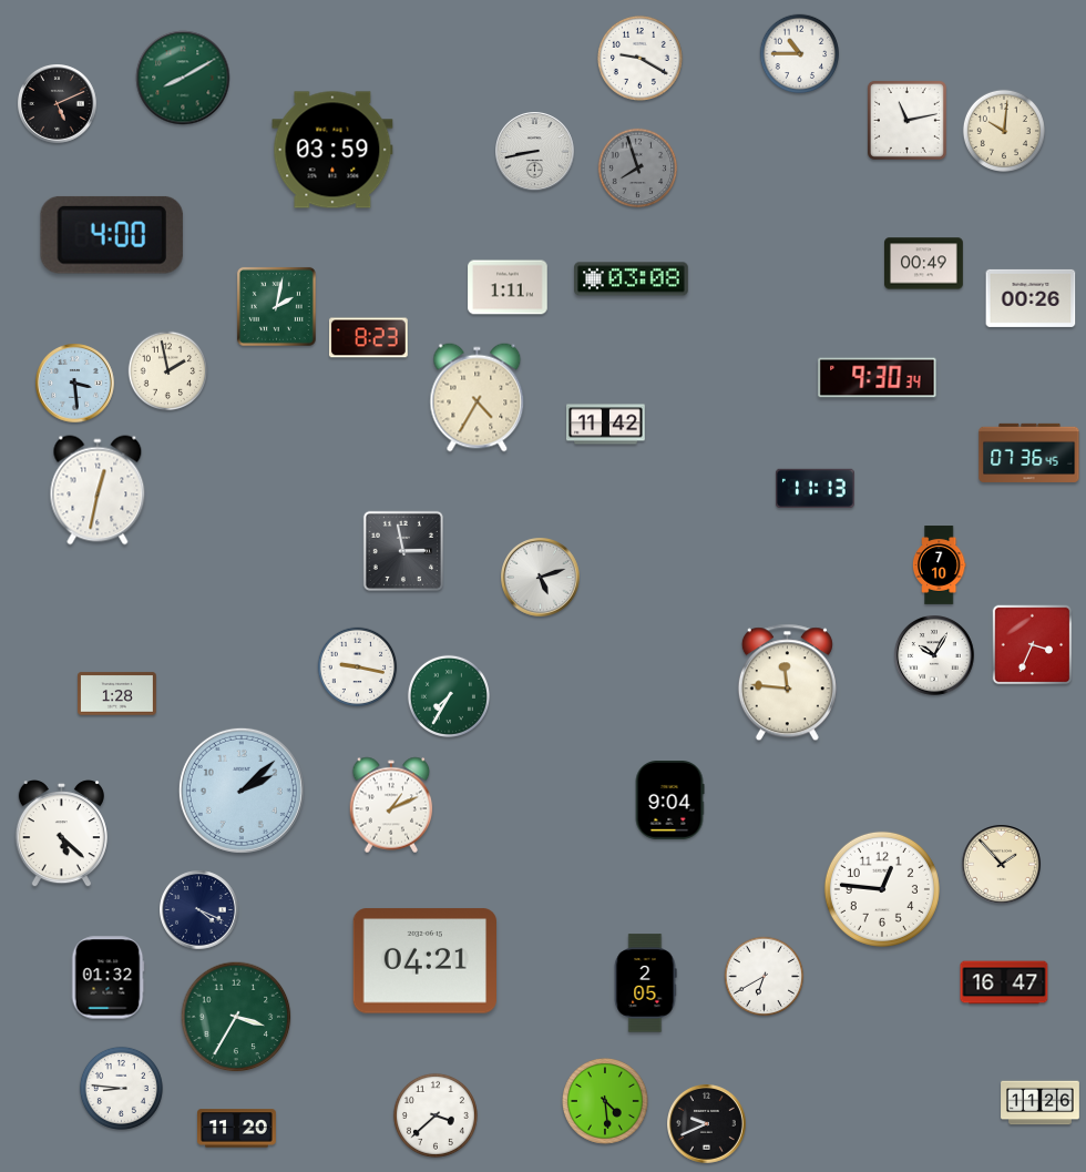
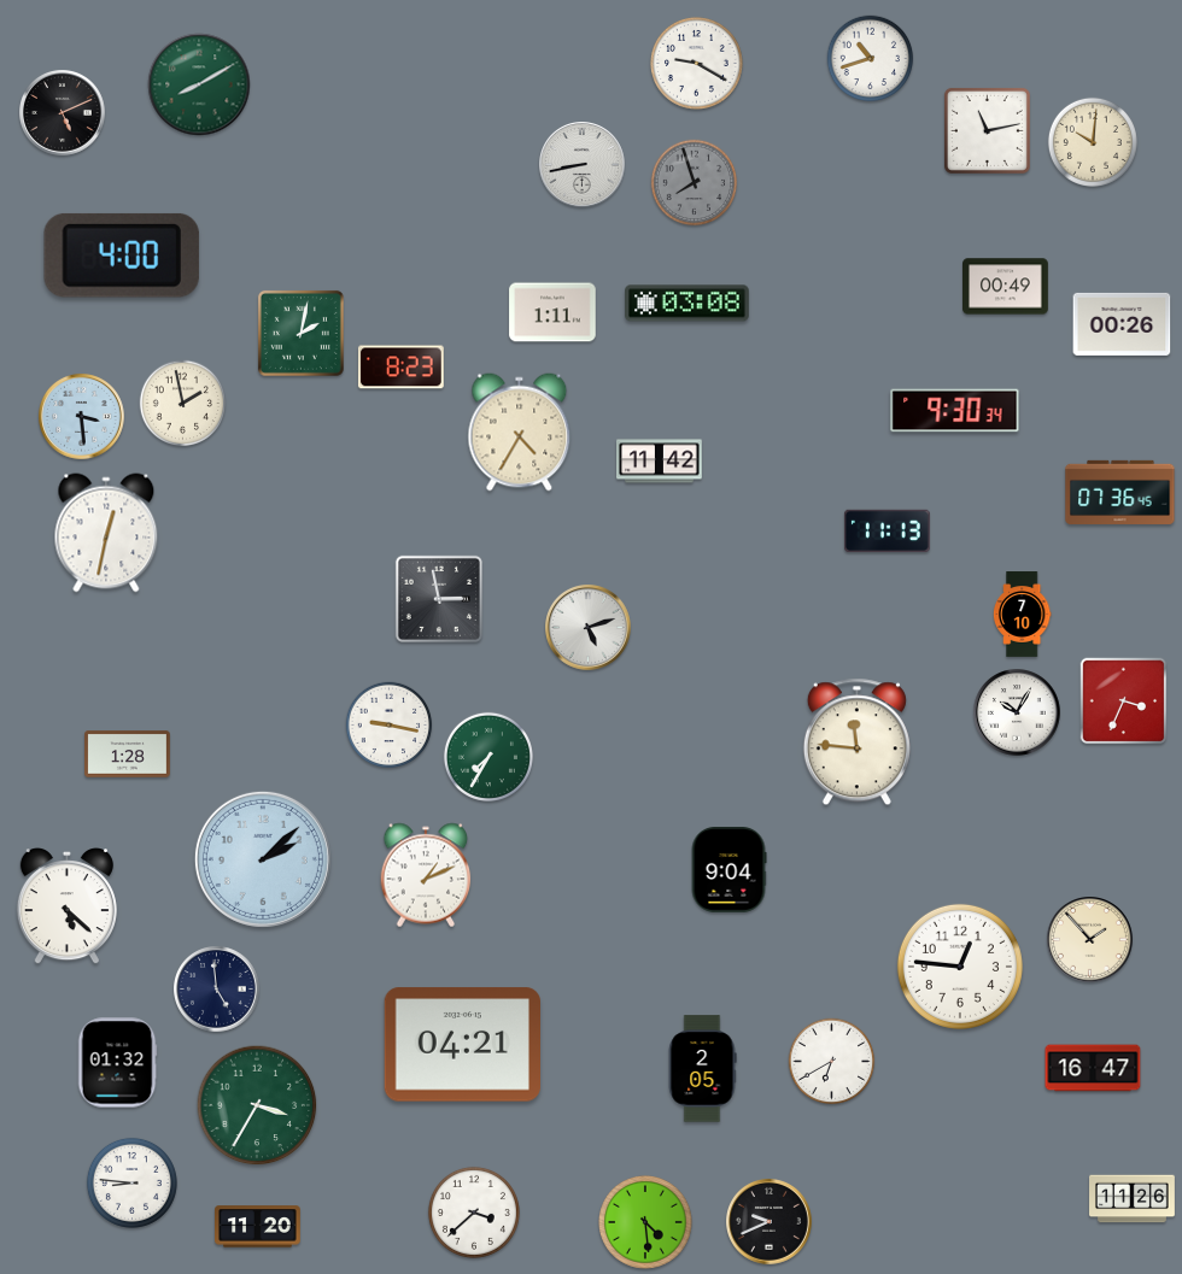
clock at (800, 54): 10:45 -> 10:42
clock at (332, 150): 03:59 -> none
clock at (199, 910): 4:19 -> 4:59
clock at (606, 1102) position: (606, 1102) -> (646, 1223)
